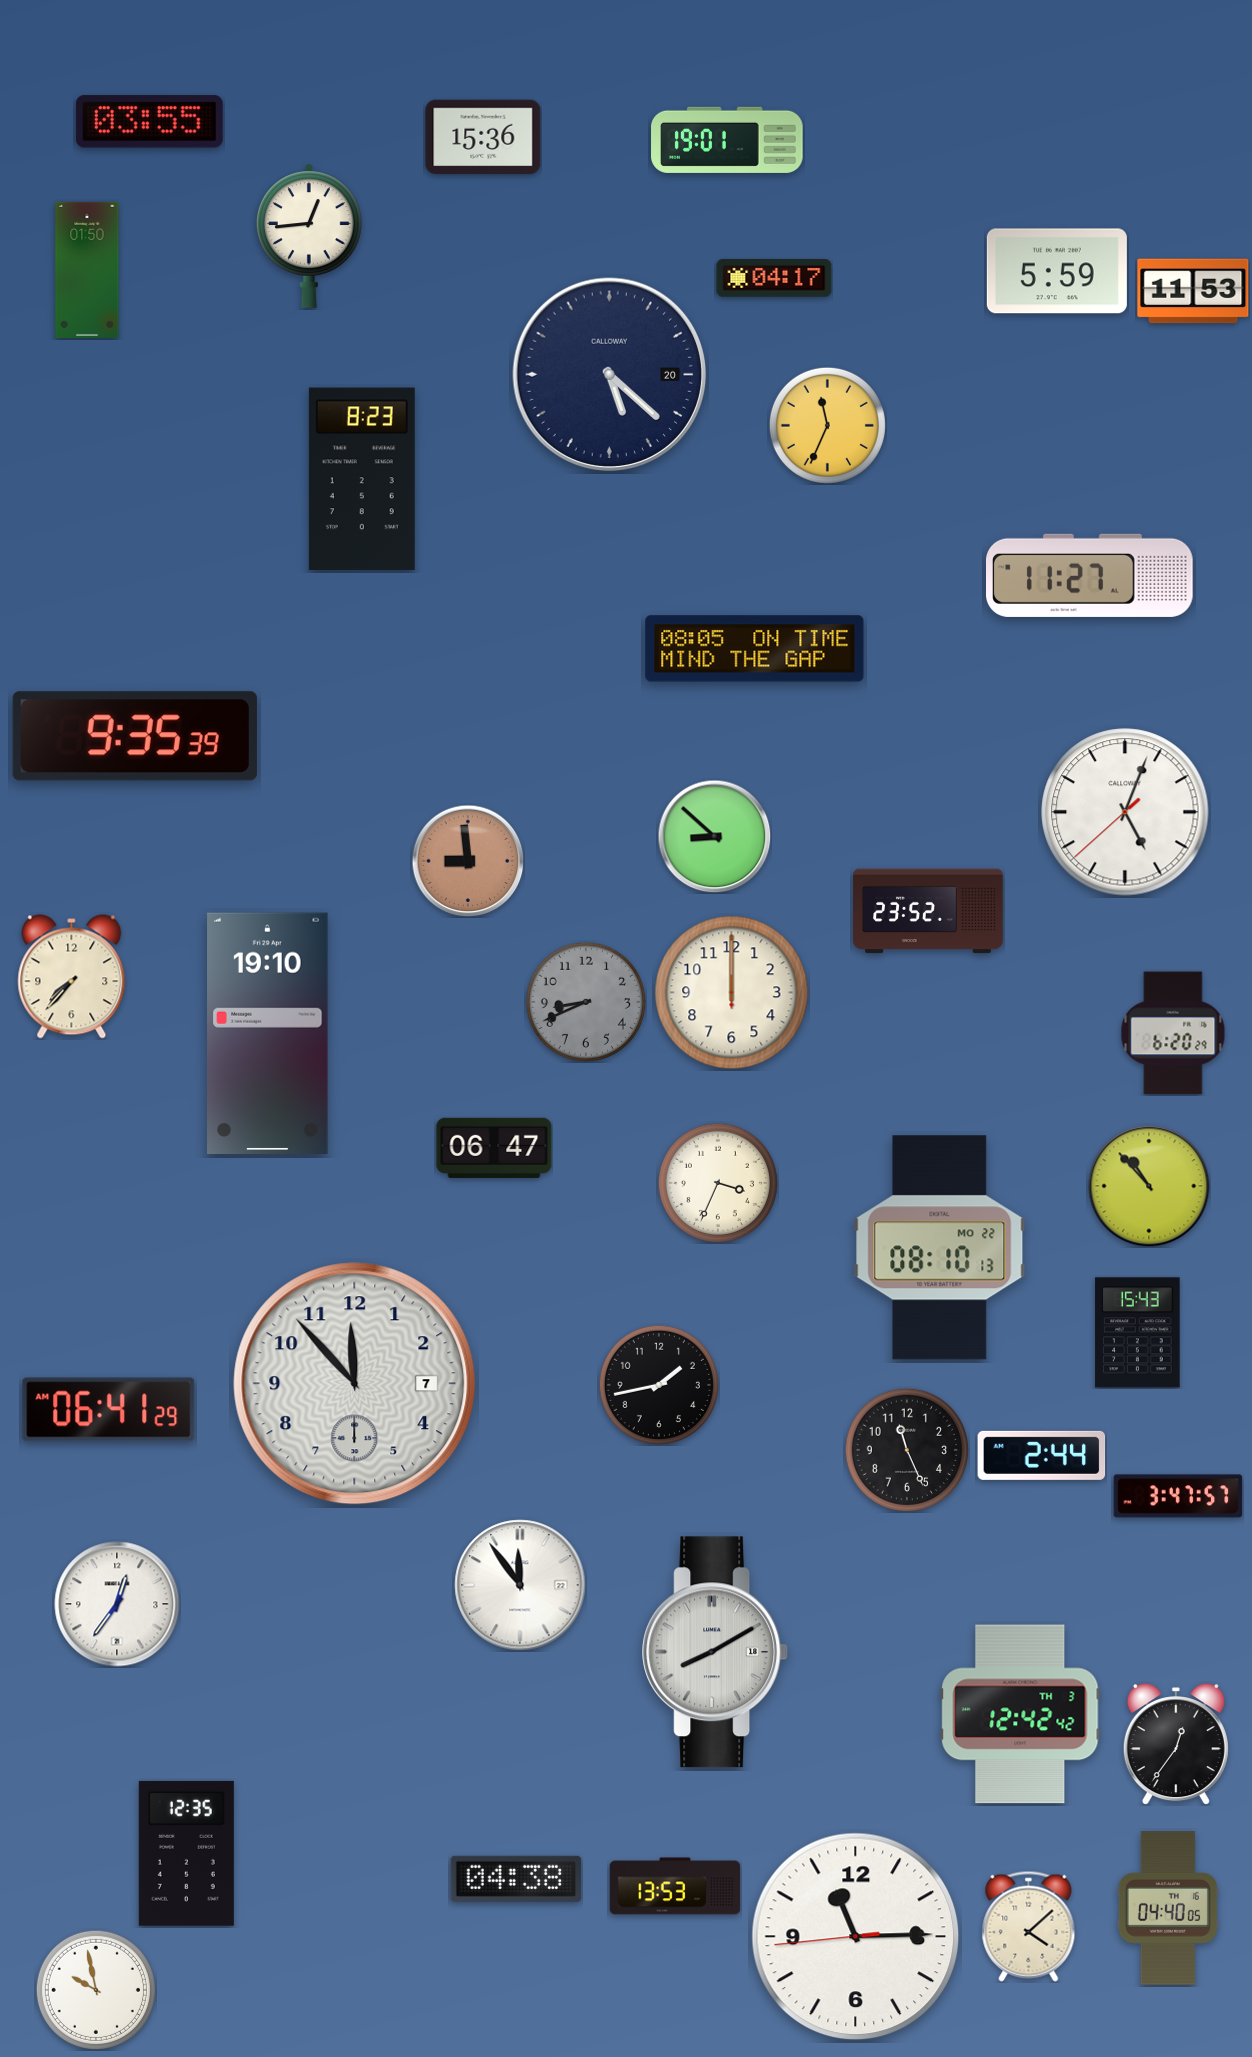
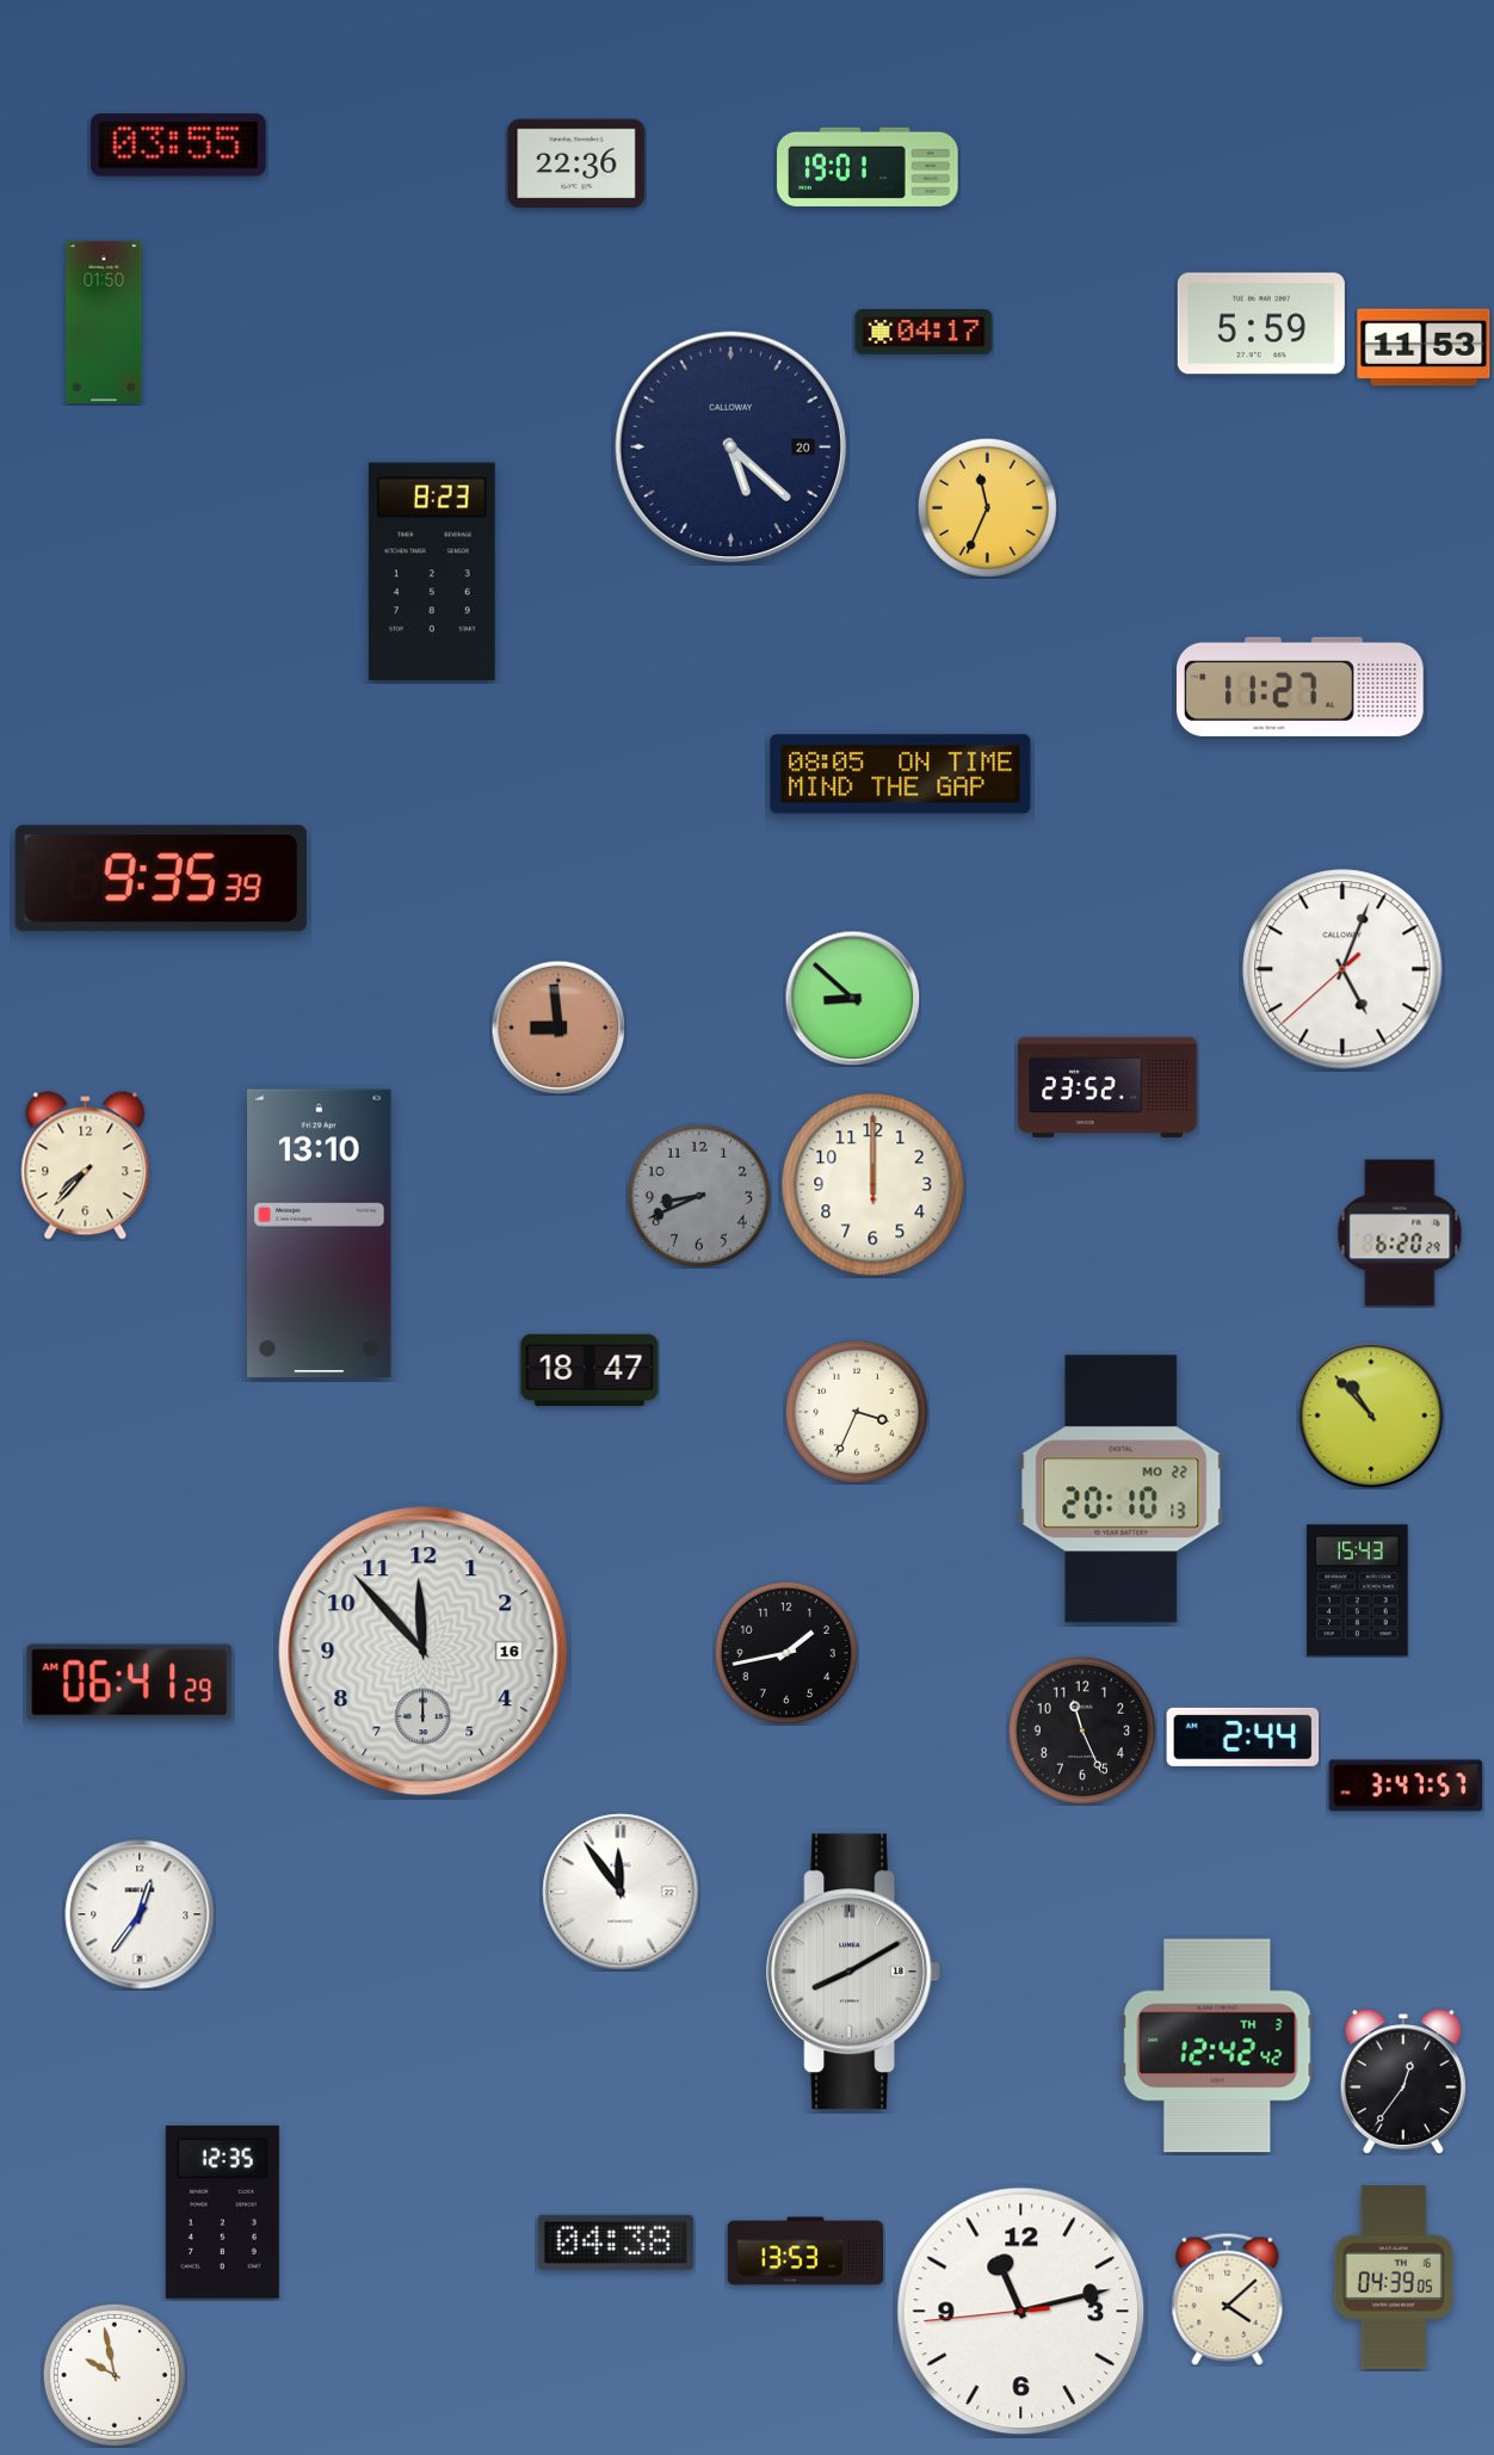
clock at (483, 137): 15:36 -> 22:36
clock at (310, 236): 12:44 -> none
clock at (610, 375) position: (610, 375) -> (731, 448)
clock at (268, 1033): 19:10 -> 13:10
clock at (494, 1147): 06:47 -> 18:47
clock at (940, 1248): 08:10 -> 20:10
clock at (355, 1384) date: 7 -> 16
clock at (1168, 1908): 04:40 -> 04:39
clock at (856, 1937): 11:14 -> 11:12
